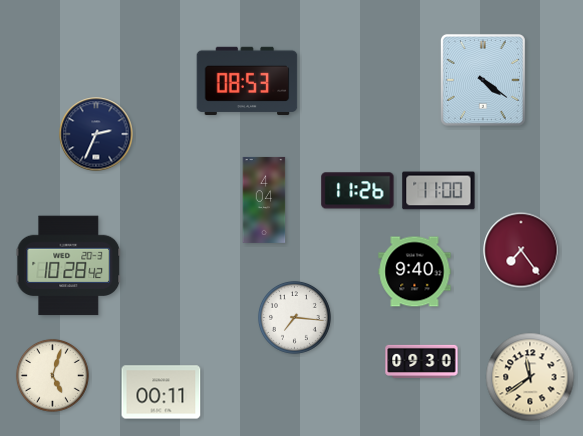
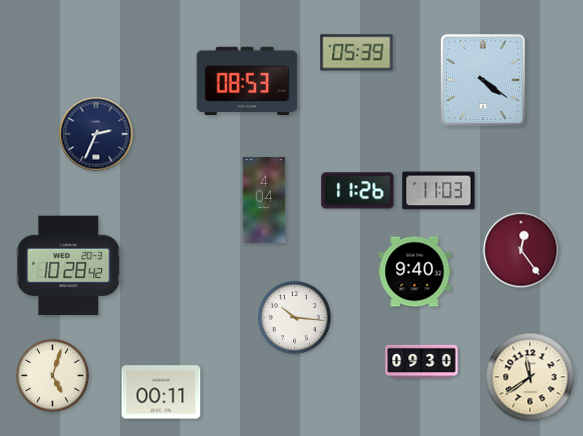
clock at (357, 53): none -> 05:39
clock at (439, 191): 11:00 -> 11:03
clock at (521, 250): 7:24 -> 12:24
clock at (294, 317): 7:16 -> 10:16
